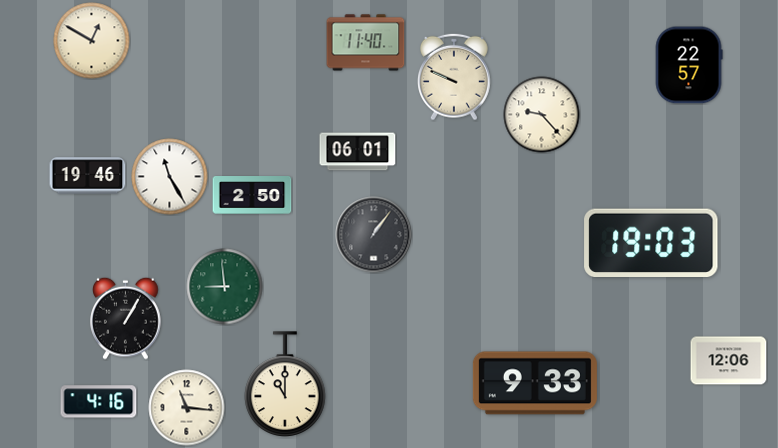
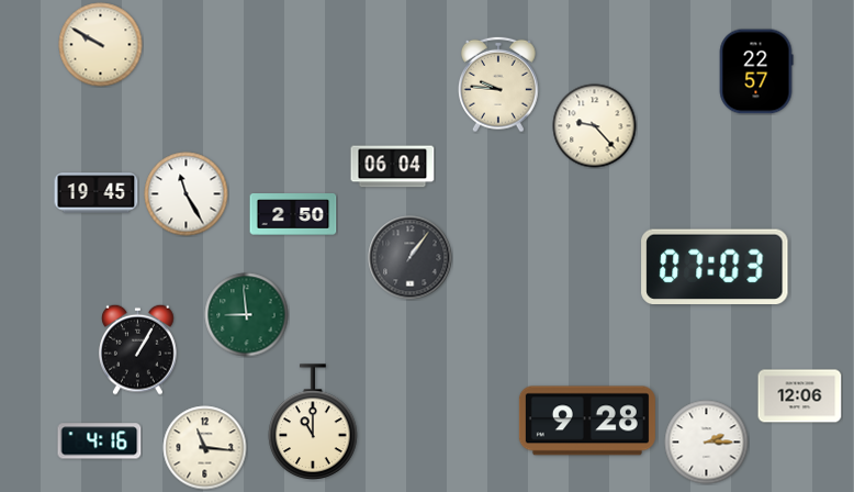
clock at (92, 41): 12:50 -> 9:50
clock at (366, 43): 11:40 -> none
clock at (455, 77): 9:49 -> 9:46
clock at (358, 152): 06:01 -> 06:04
clock at (88, 176): 19:46 -> 19:45
clock at (252, 195) position: (252, 195) -> (293, 214)
clock at (651, 242): 19:03 -> 07:03
clock at (535, 383): 9:33 -> 9:28
clock at (99, 402) position: (99, 402) -> (100, 441)
clock at (707, 443): none -> 2:15
